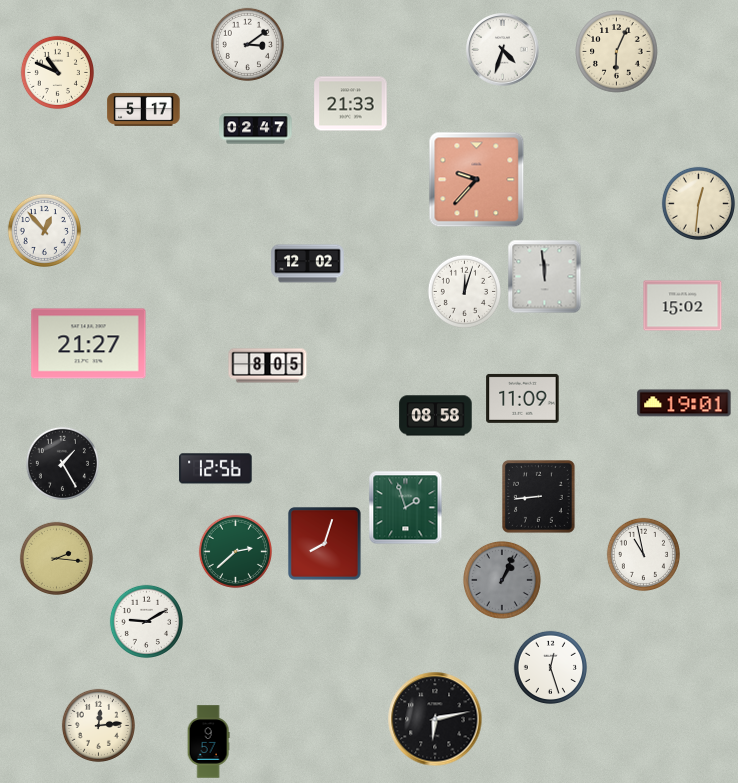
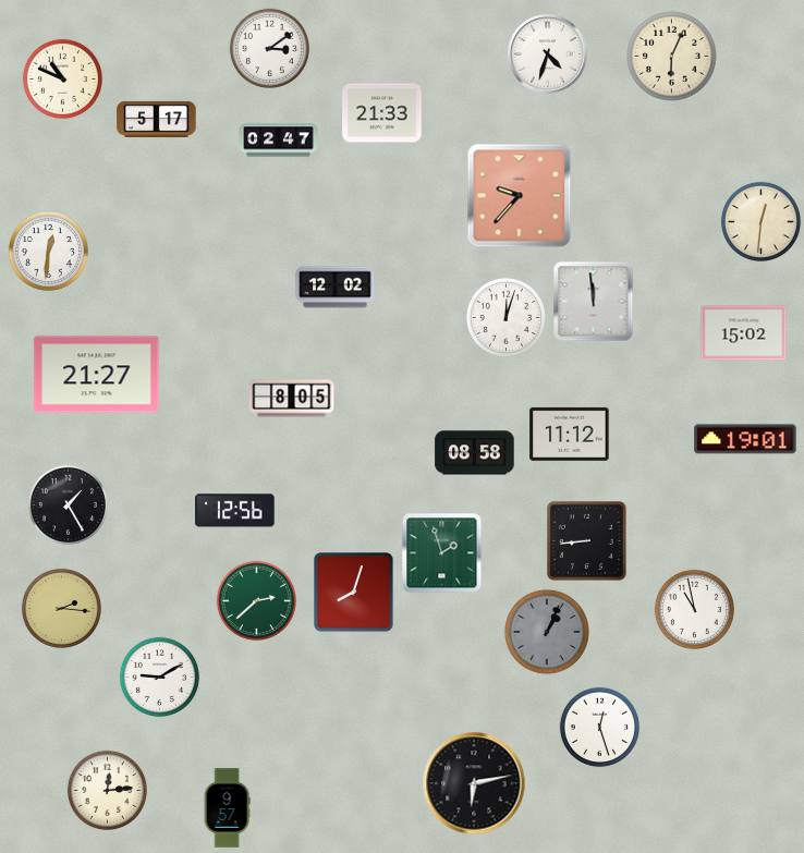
clock at (44, 230): 12:53 -> 12:31
clock at (523, 398): 11:09 -> 11:12
clock at (643, 554) position: (643, 554) -> (694, 609)
